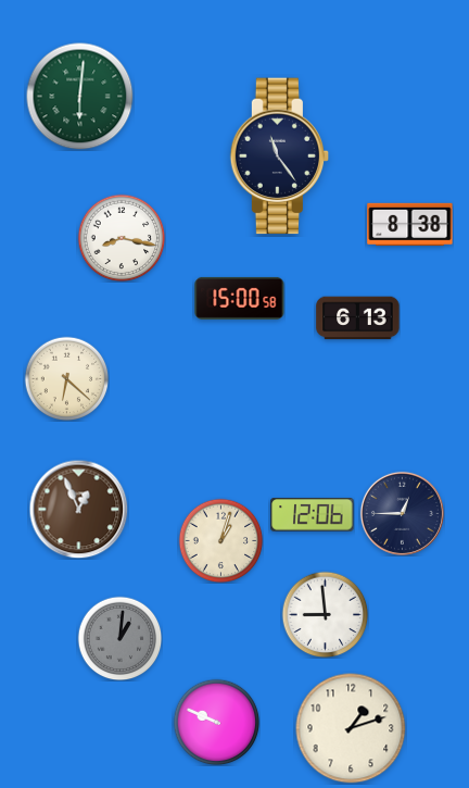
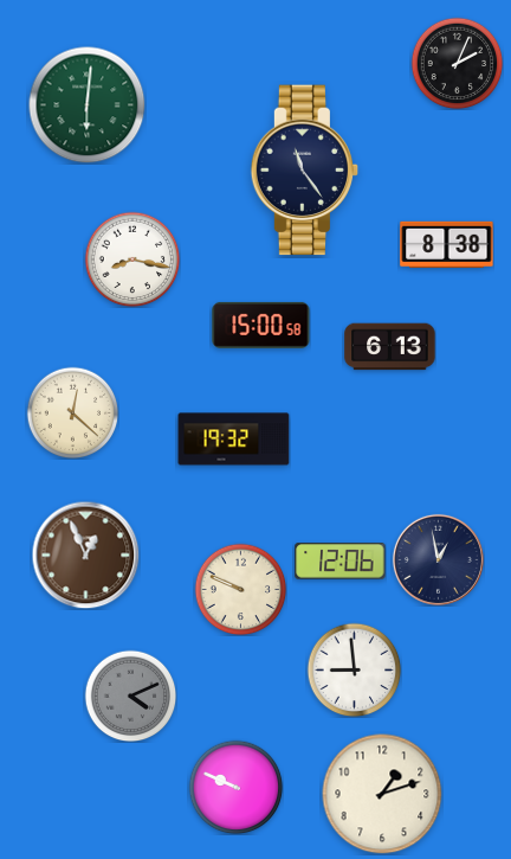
clock at (457, 63): none -> 2:04
clock at (66, 378): 6:22 -> 12:22
clock at (234, 440): none -> 19:32
clock at (402, 513): 12:45 -> 12:58
clock at (220, 540): 1:03 -> 9:49
clock at (119, 638): 1:01 -> 4:11
